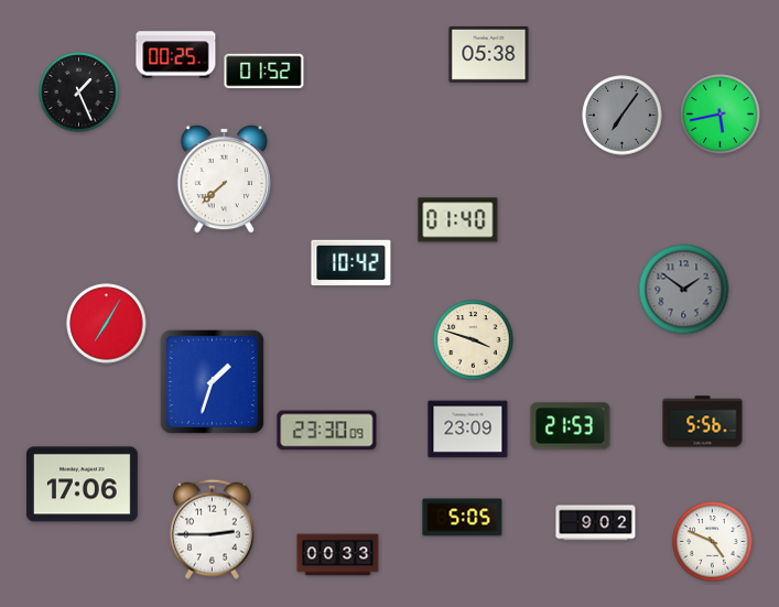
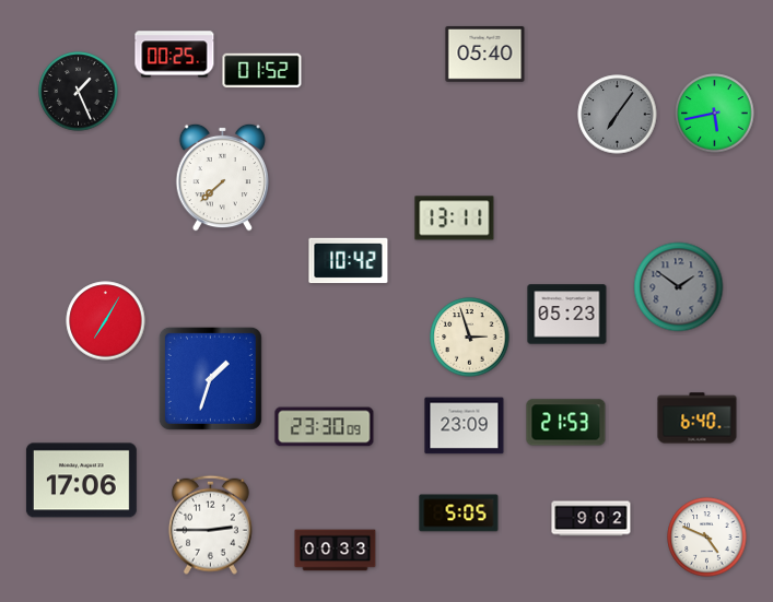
clock at (489, 54): 05:38 -> 05:40
clock at (458, 220): 01:40 -> 13:11
clock at (567, 315): none -> 05:23
clock at (474, 340): 3:48 -> 2:57
clock at (703, 422): 5:56 -> 6:40
